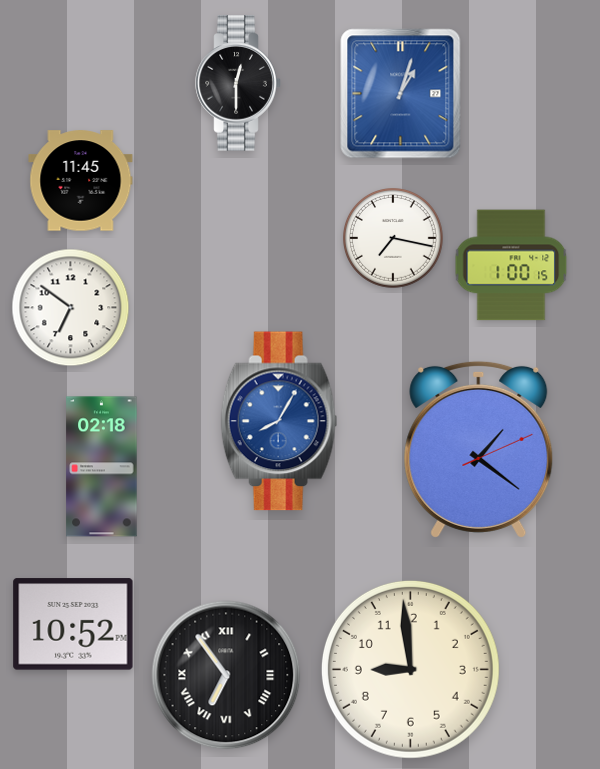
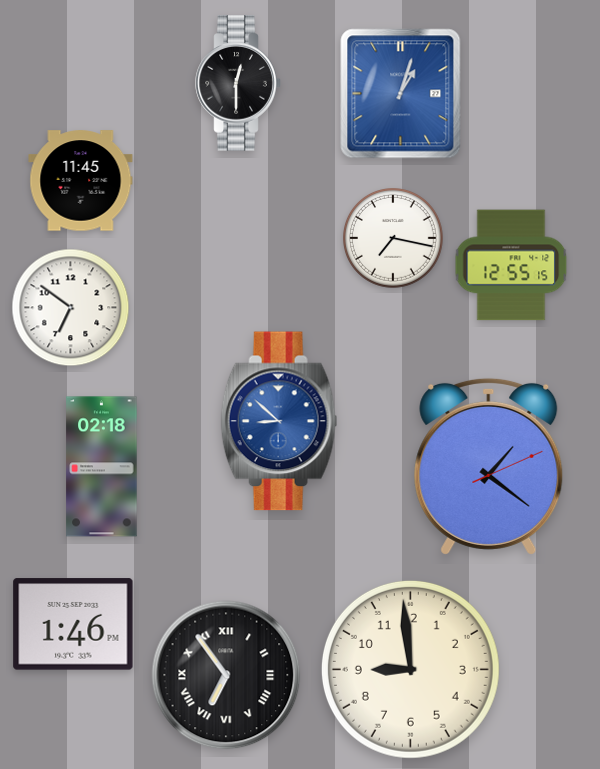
clock at (511, 265): 1:00 -> 12:55
clock at (279, 421): 8:05 -> 8:52
clock at (479, 449) position: (479, 449) -> (489, 466)
clock at (73, 624): 10:52 -> 1:46
